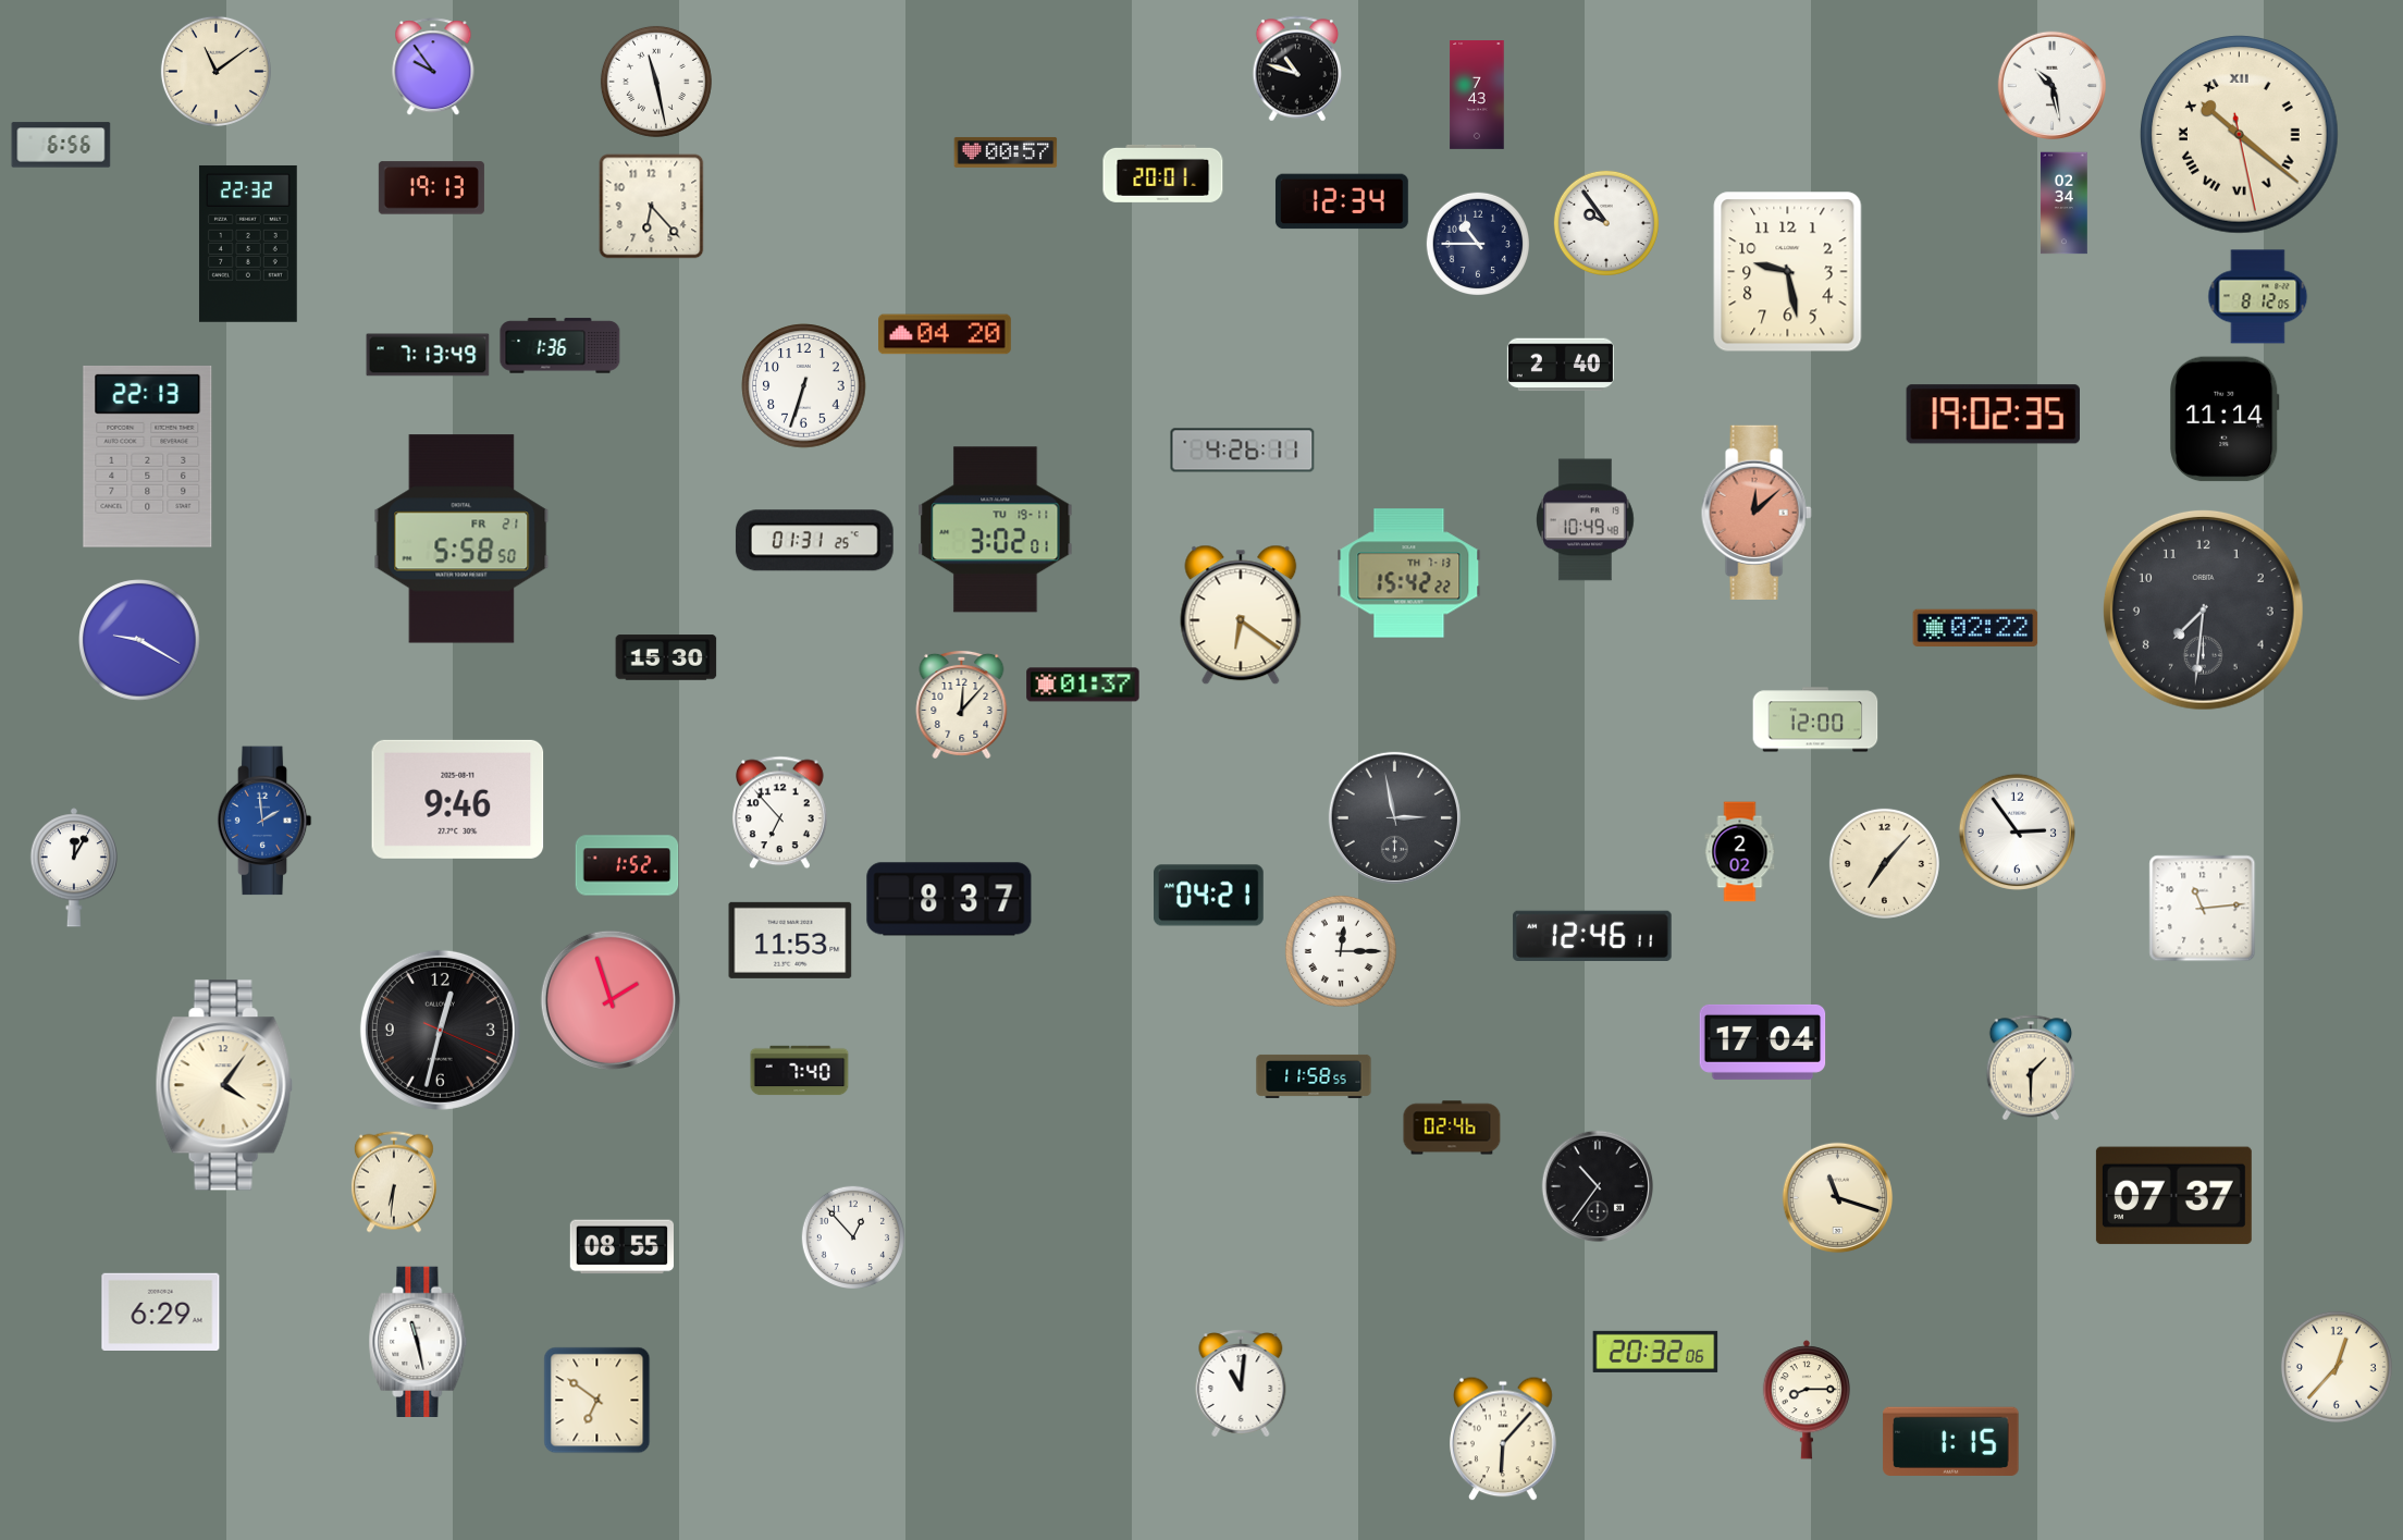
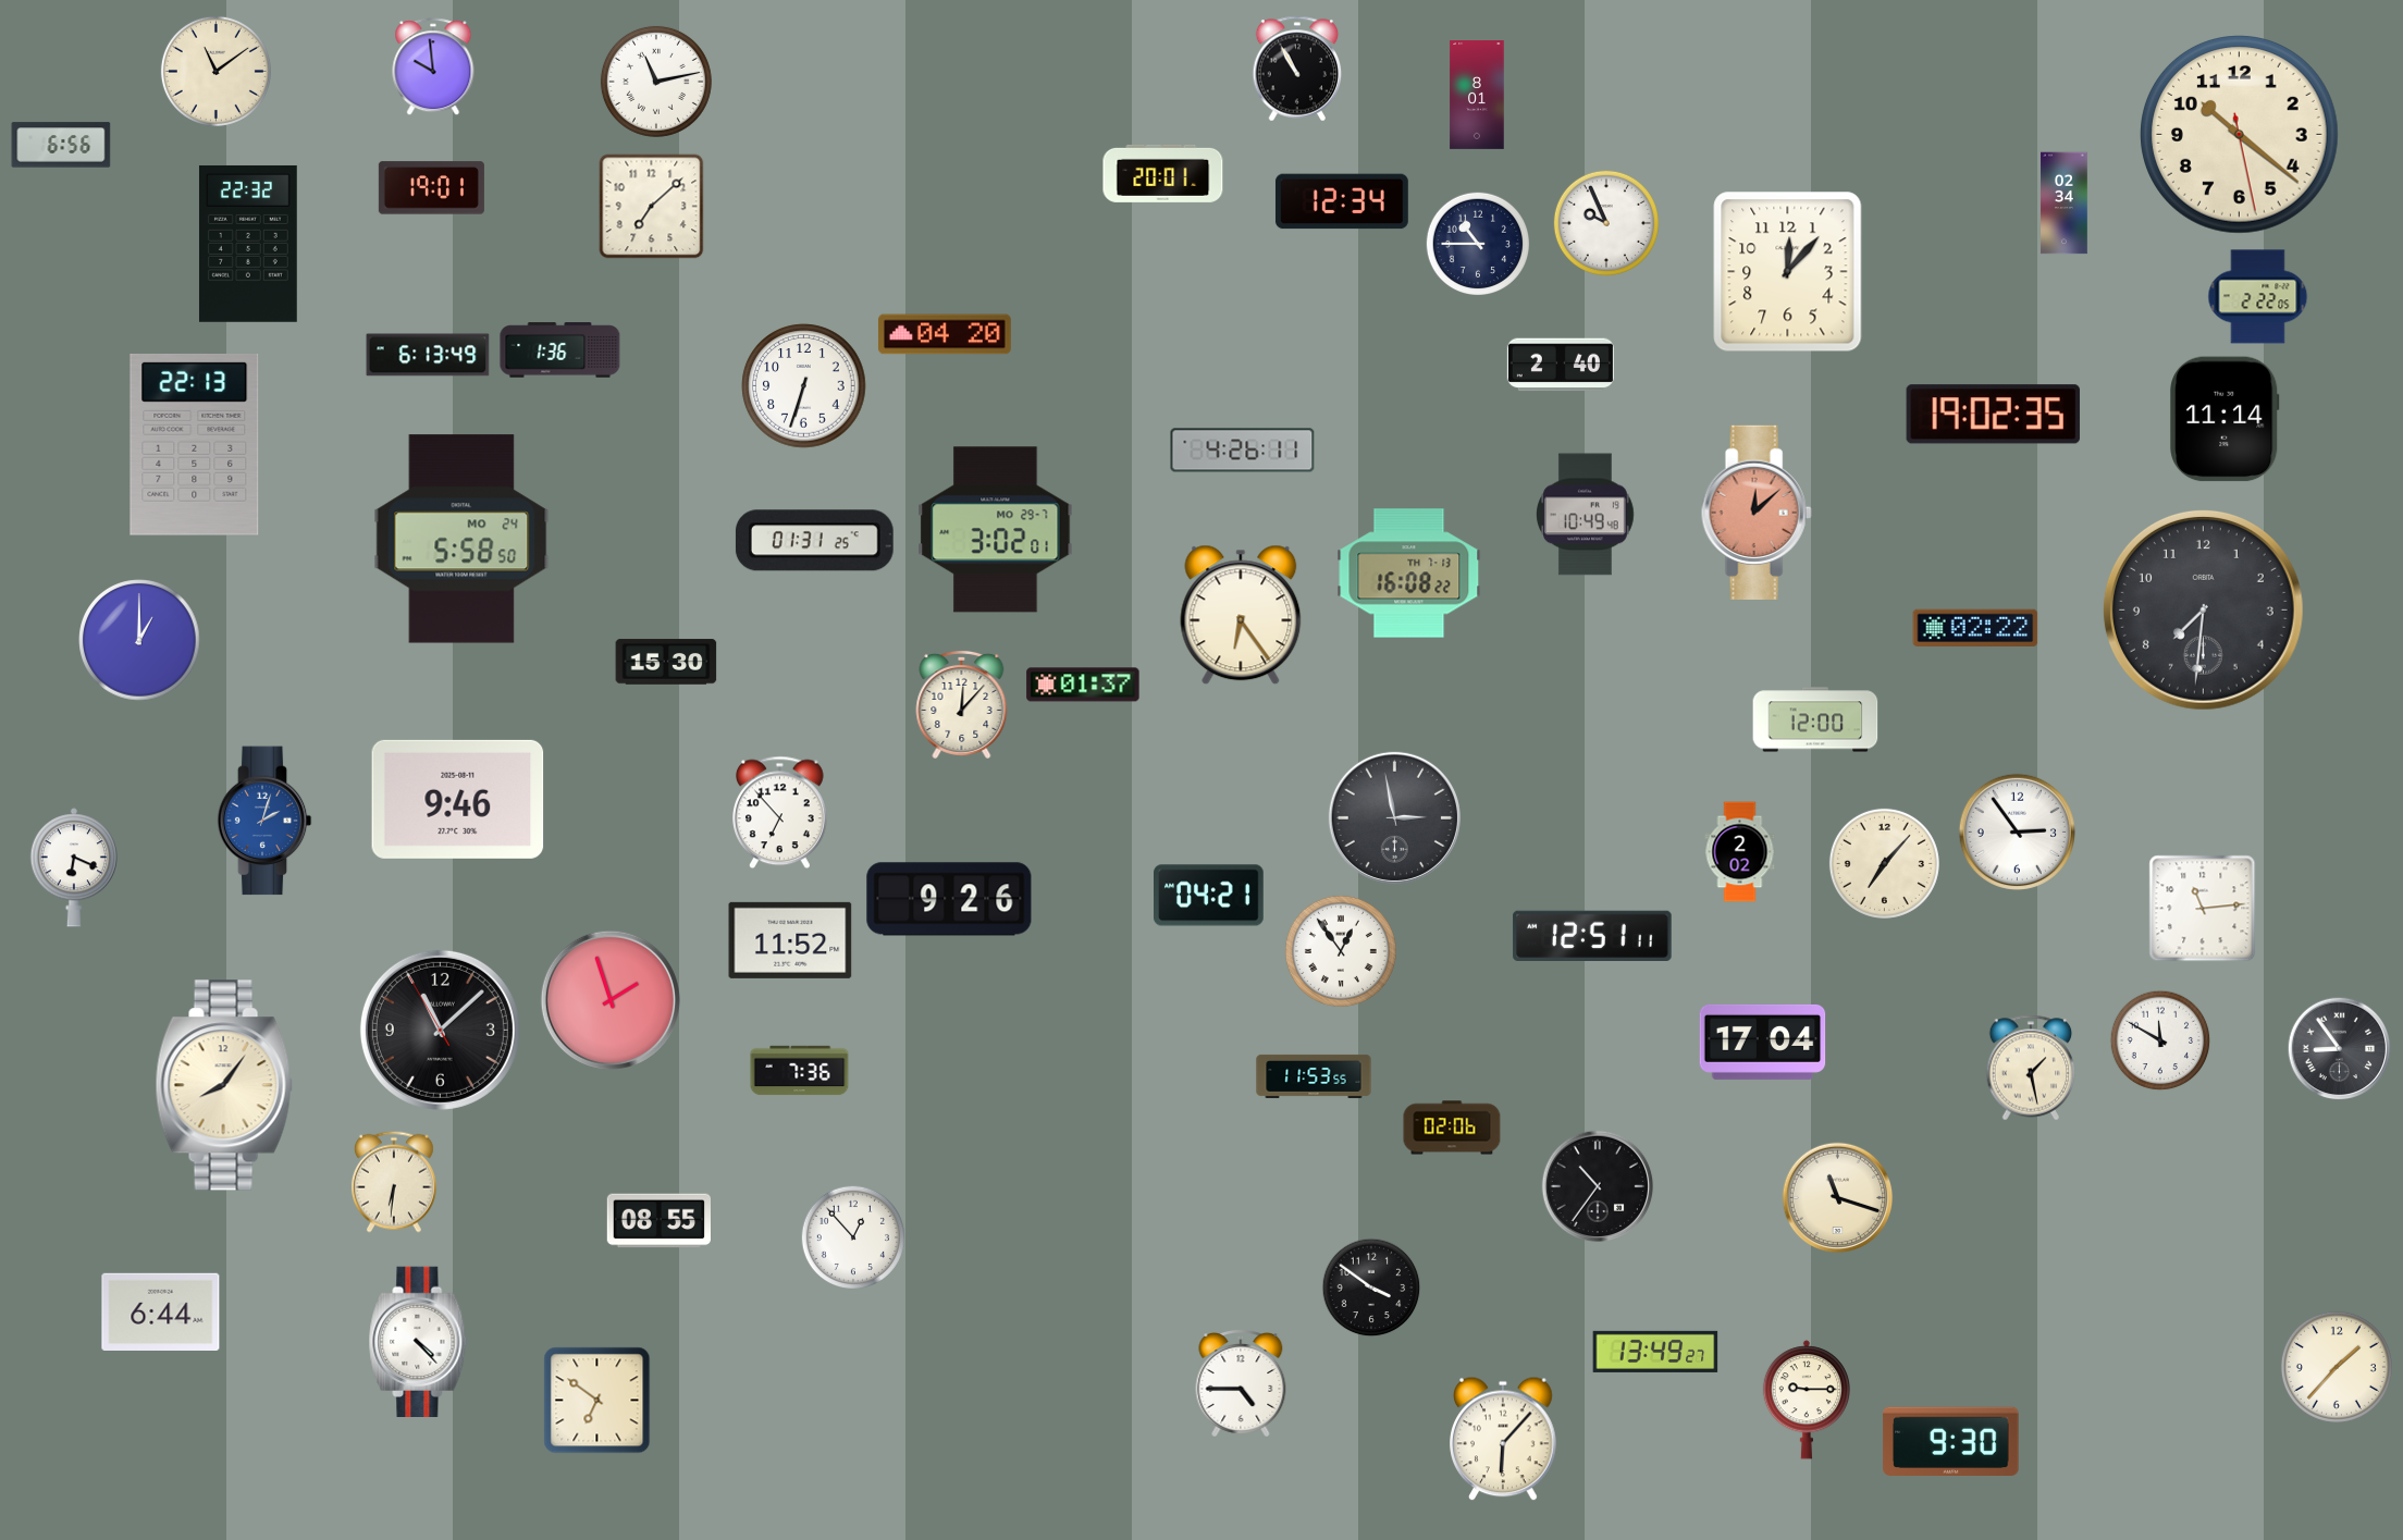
clock at (433, 67): 9:54 -> 9:59
clock at (1297, 69): 10:48 -> 10:55
clock at (656, 82): 11:28 -> 11:13
clock at (2053, 86): 10:28 -> none
clock at (1477, 96): 7:43 -> 8:01
clock at (2240, 135) numerals: Roman -> Arabic
clock at (1006, 152): 00:57 -> none
clock at (431, 188): 19:13 -> 19:01
clock at (652, 207): 6:23 -> 7:08
clock at (1606, 223): 9:54 -> 9:56
clock at (1788, 272): 9:28 -> 12:07
clock at (2258, 297): 8:12 -> 2:22
clock at (560, 346) position: (560, 346) -> (560, 350)
clock at (428, 355): 7:13 -> 6:13
clock at (148, 456) position: (148, 456) -> (195, 444)
clock at (1586, 520) position: (1586, 520) -> (1586, 515)
clock at (996, 530) date: TU 19-11 -> MO 29-7
clock at (461, 539) date: FR 21 -> MO 24
clock at (1409, 574): 15:42 -> 16:08
clock at (1241, 615): 6:21 -> 6:24
clock at (139, 640): 9:20 -> 1:00
clock at (666, 657) position: (666, 657) -> (666, 662)
clock at (264, 821): 1:59 -> 2:03
clock at (627, 865): 1:52 -> none
clock at (73, 867): 12:05 -> 6:19
clock at (949, 899): 8:37 -> 9:26
clock at (1592, 936): 12:46 -> 12:51
clock at (790, 940): 11:53 -> 11:52
clock at (1341, 951): 12:15 -> 12:54
clock at (440, 1030): 12:32 -> 11:07
clock at (2160, 1040): none -> 11:50
clock at (2340, 1049): none -> 8:54
clock at (2031, 1068): 1:30 -> 1:28
clock at (800, 1071): 7:40 -> 7:36
clock at (1314, 1076): 11:58 -> 11:53
clock at (224, 1085): 4:06 -> 8:06
clock at (1452, 1128): 02:46 -> 02:06
clock at (2173, 1196): 07:37 -> none
clock at (623, 1247) position: (623, 1247) -> (660, 1221)
clock at (1371, 1288): none -> 3:51
clock at (161, 1311): 6:29 -> 6:44
clock at (418, 1341): 11:28 -> 4:23
clock at (1655, 1352): 20:32 -> 13:49
clock at (2337, 1367): 12:37 -> 1:37
clock at (1241, 1384): 11:01 -> 4:45
clock at (1806, 1400): 8:15 -> 9:15
clock at (1951, 1442): 1:15 -> 9:30
